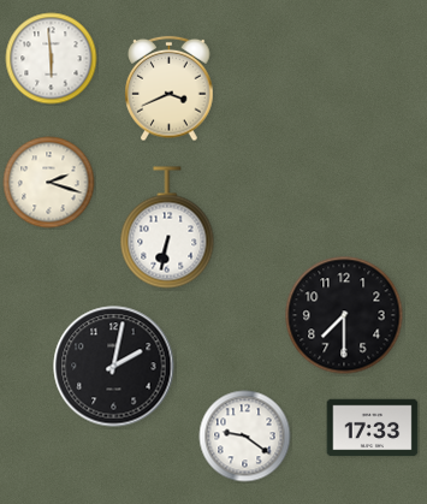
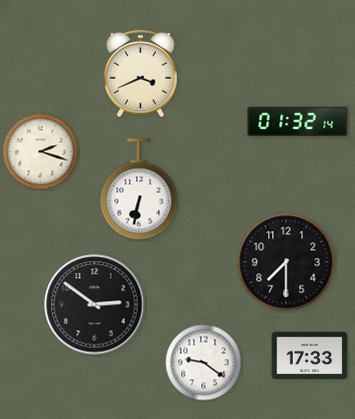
clock at (52, 59): 5:59 -> none
clock at (298, 122): none -> 01:32
clock at (114, 367): 2:02 -> 2:51
